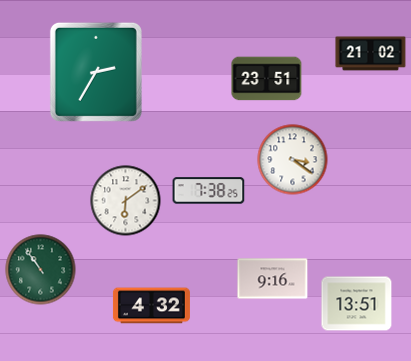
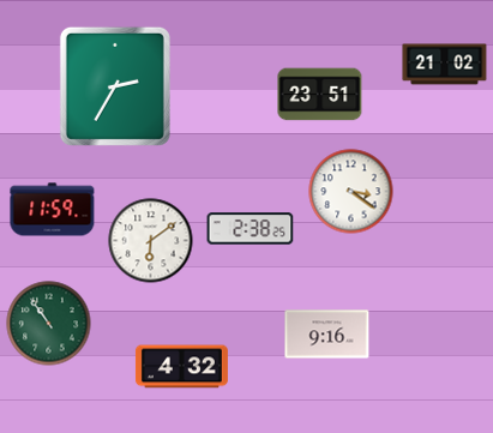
clock at (53, 210): none -> 11:59
clock at (209, 191): 7:38 -> 2:38
clock at (357, 304): 13:51 -> none
